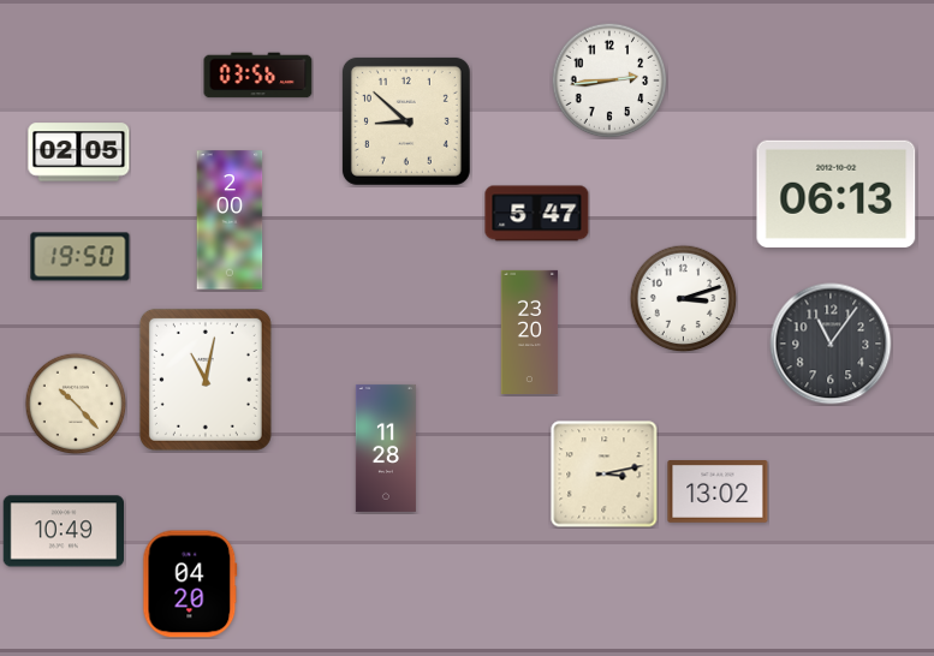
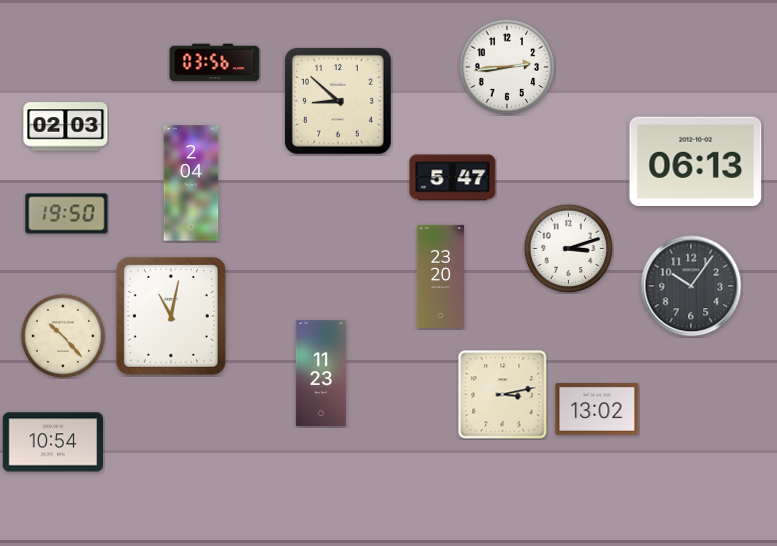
clock at (79, 153): 02:05 -> 02:03
clock at (537, 214) position: (537, 214) -> (453, 178)
clock at (230, 220): 2:00 -> 2:04
clock at (831, 344): 11:06 -> 10:06
clock at (386, 448): 11:28 -> 11:23
clock at (63, 531): 10:49 -> 10:54
clock at (190, 584): 04:20 -> none
